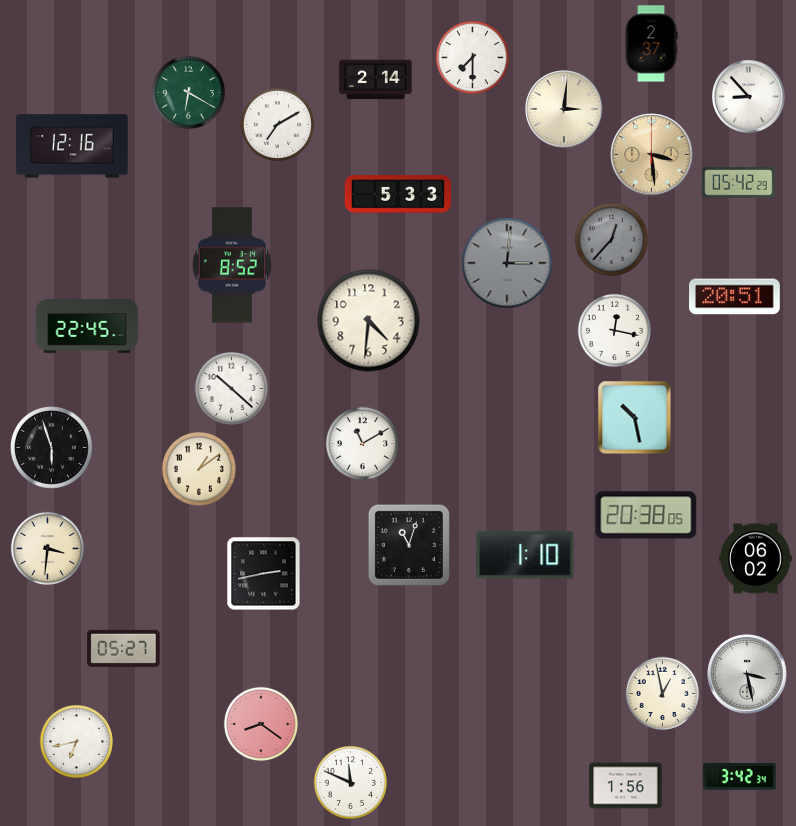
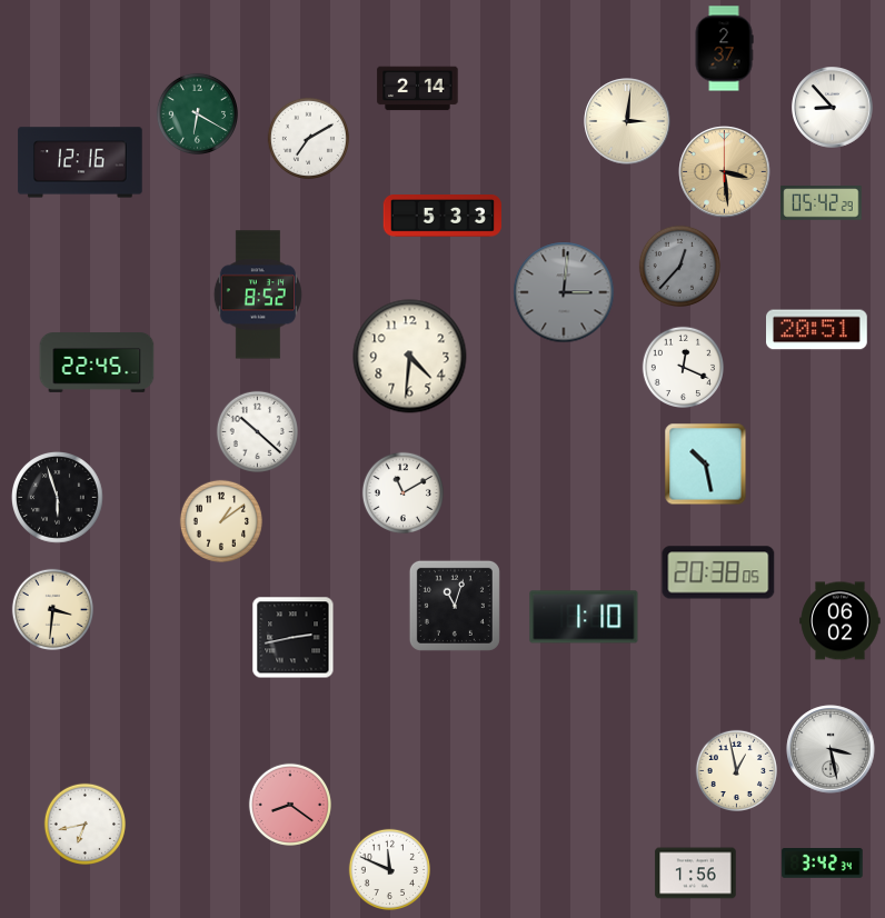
clock at (472, 57): 7:30 -> none
clock at (188, 92) position: (188, 92) -> (197, 113)
clock at (614, 330): 12:17 -> 12:19
clock at (124, 648): 05:27 -> none
